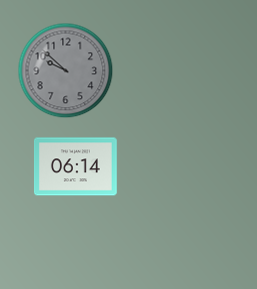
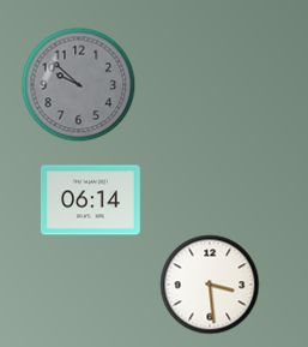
clock at (210, 285): none -> 3:29
